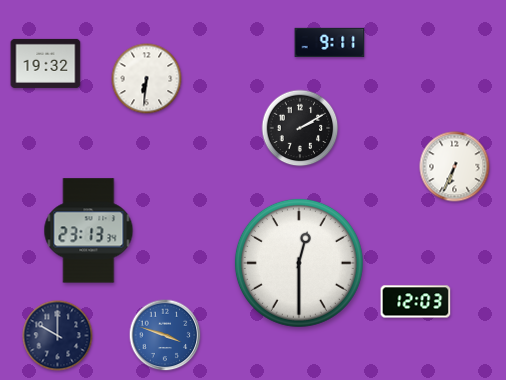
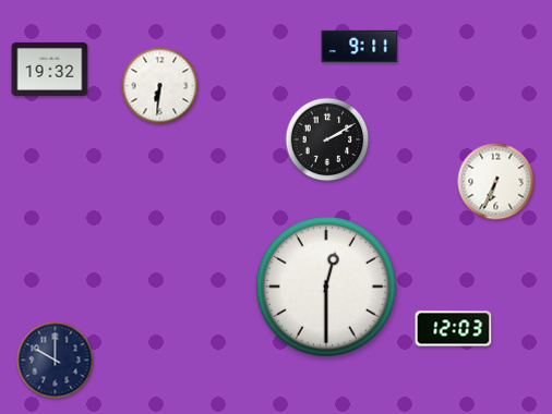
clock at (89, 231): 23:13 -> none
clock at (165, 335): 3:48 -> none
clock at (58, 336) position: (58, 336) -> (56, 361)
